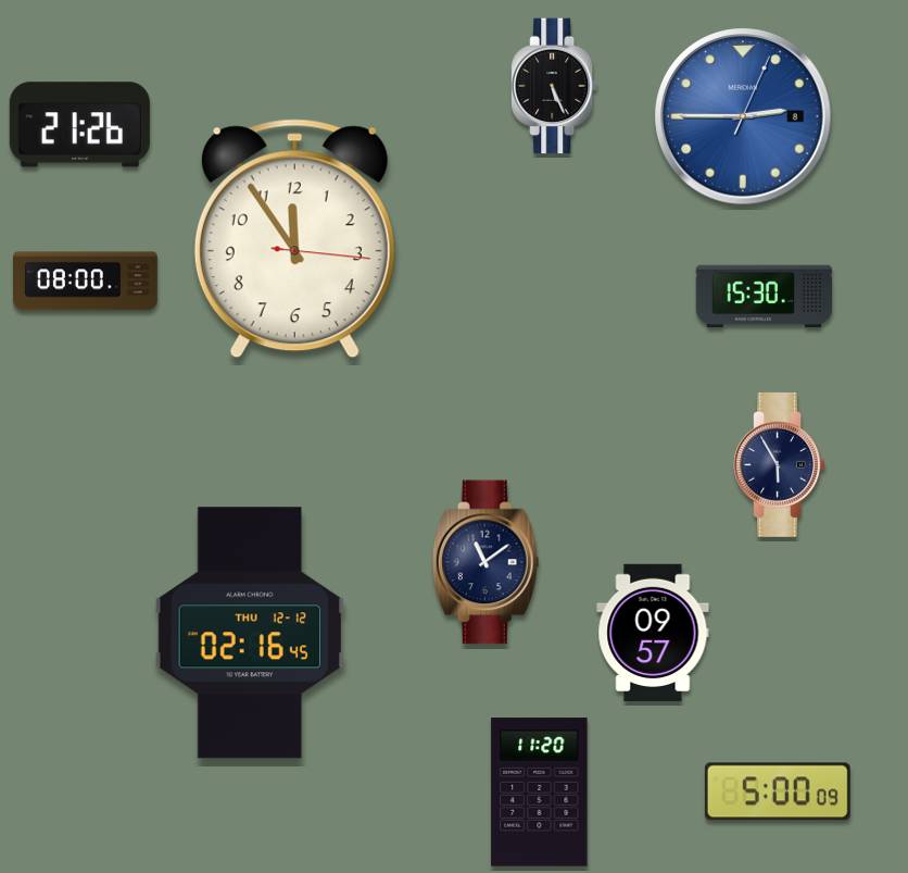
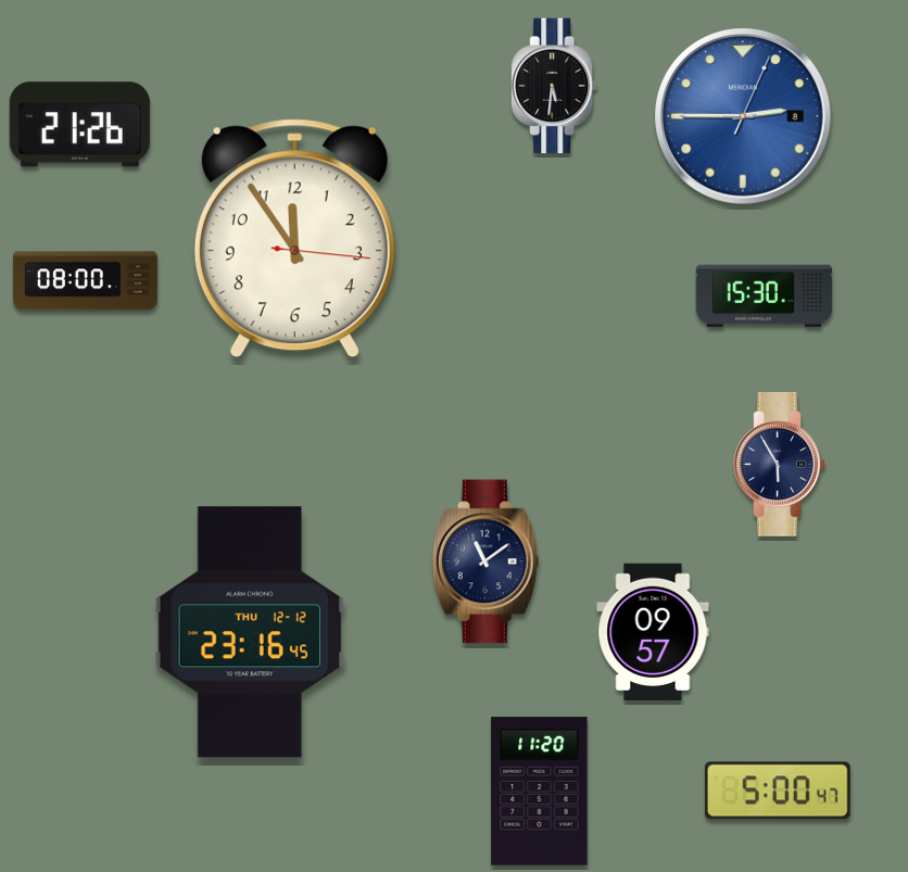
clock at (554, 86): 5:26 -> 5:31
clock at (249, 633): 02:16 -> 23:16
clock at (778, 791): 5:00:09 -> 5:00:47
